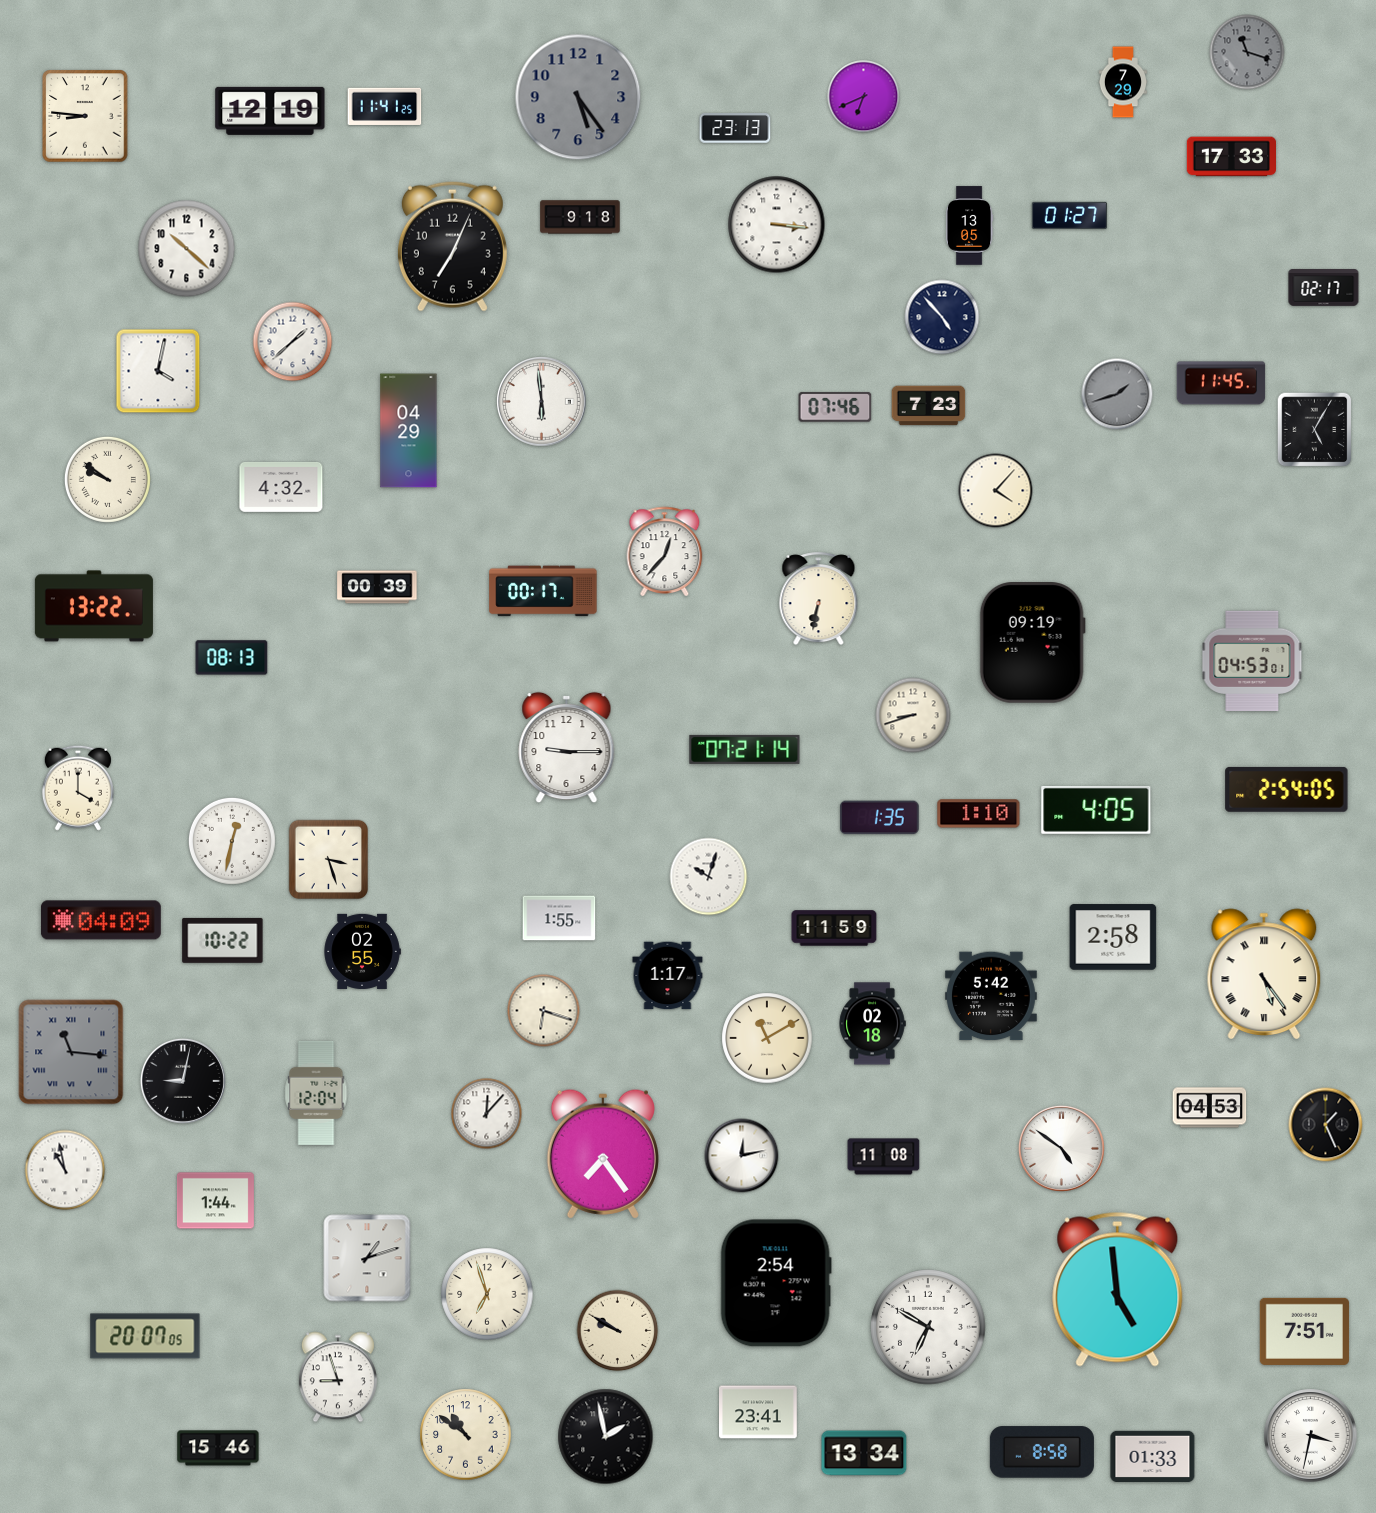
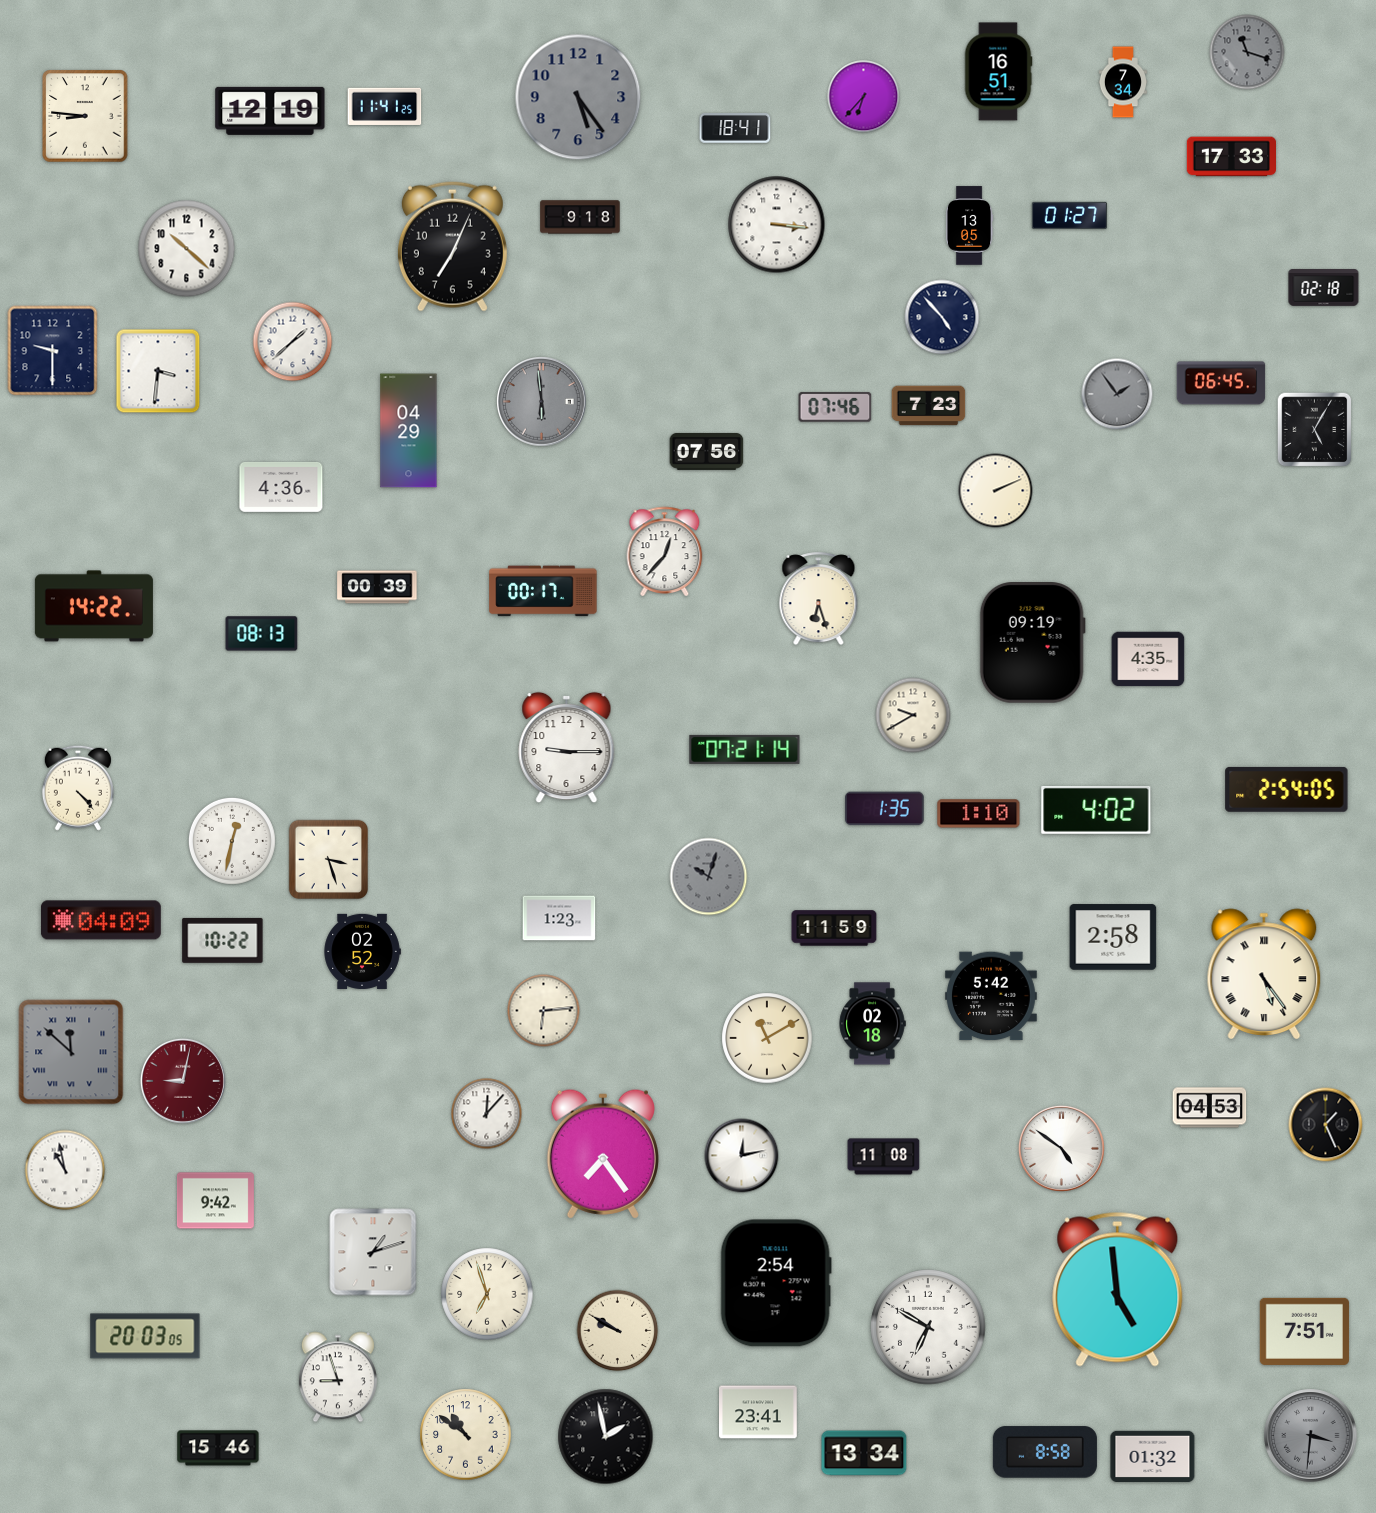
clock at (998, 72): none -> 16:51
clock at (1122, 82): 7:29 -> 7:34
clock at (864, 97): 6:41 -> 6:37
clock at (735, 128): 23:13 -> 18:41
clock at (1324, 288): 02:17 -> 02:18
clock at (53, 351): none -> 9:30
clock at (158, 371): 4:02 -> 3:31
clock at (1221, 383): 11:45 -> 06:45
clock at (1117, 394): 1:42 -> 1:54
clock at (542, 402) dial: white -> grey
clock at (707, 451): none -> 07:56
clock at (107, 479): 9:51 -> none
clock at (281, 487): 4:32 -> 4:36
clock at (996, 491): 4:07 -> 2:11
clock at (819, 599): 6:32 -> 6:27
clock at (94, 606): 13:22 -> 14:22
clock at (232, 658) position: (232, 658) -> (262, 634)
clock at (1148, 659): none -> 4:35
clock at (1252, 661): 04:53 -> none
clock at (913, 715): 8:42 -> 9:40
clock at (78, 788): 4:00 -> 4:23
clock at (1096, 810): 4:05 -> 4:02
clock at (880, 818) position: (880, 818) -> (885, 809)
clock at (709, 877) dial: white -> grey
clock at (559, 918): 1:55 -> 1:23
clock at (362, 951): 02:55 -> 02:52
clock at (668, 976): 1:17 -> none
clock at (544, 1011): 6:18 -> 6:14
clock at (71, 1052): 11:16 -> 11:52
clock at (183, 1081) dial: black -> burgundy
clock at (316, 1093): 12:04 -> none
clock at (215, 1201): 1:44 -> 9:42
clock at (367, 1258) position: (367, 1258) -> (373, 1252)
clock at (145, 1336): 20:07 -> 20:03
clock at (1311, 1436): 3:32 -> 3:31
clock at (1311, 1436) dial: white -> grey
clock at (1042, 1452) position: (1042, 1452) -> (1045, 1452)
clock at (1153, 1456): 01:33 -> 01:32
